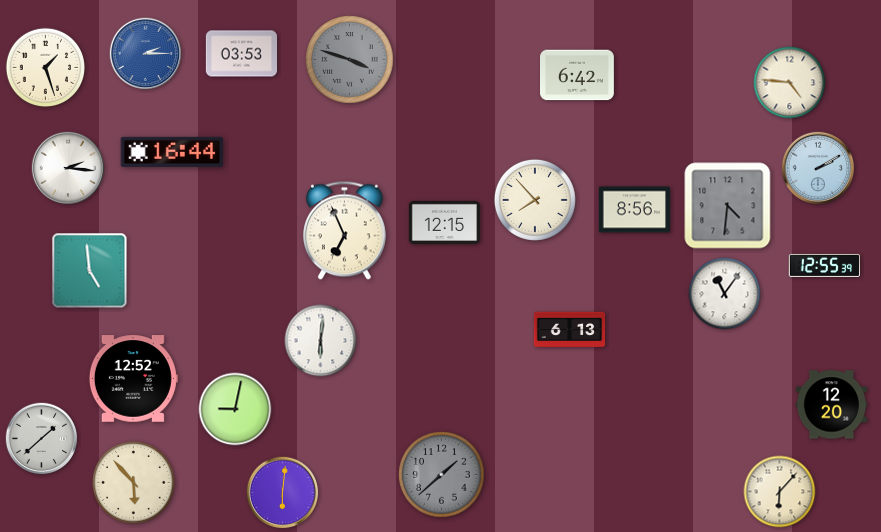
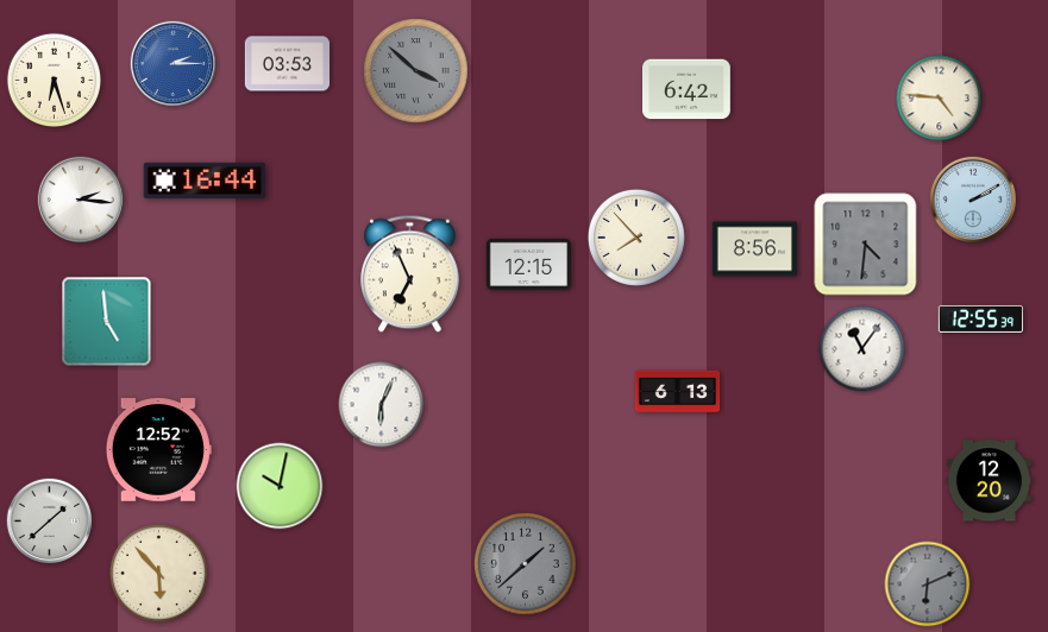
clock at (350, 60): 3:48 -> 3:52
clock at (45, 67): 1:27 -> 6:27
clock at (824, 265) position: (824, 265) -> (980, 318)
clock at (321, 341): 6:01 -> 6:04
clock at (235, 409): 9:02 -> 10:02
clock at (780, 492): 6:07 -> 6:11
clock at (780, 492) dial: cream -> grey
clock at (283, 493): 6:01 -> none
